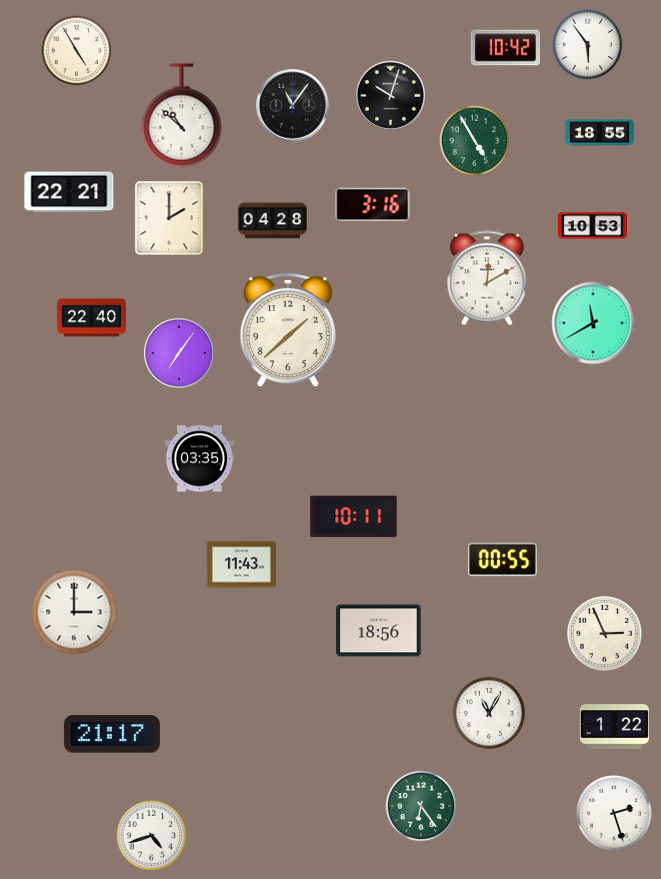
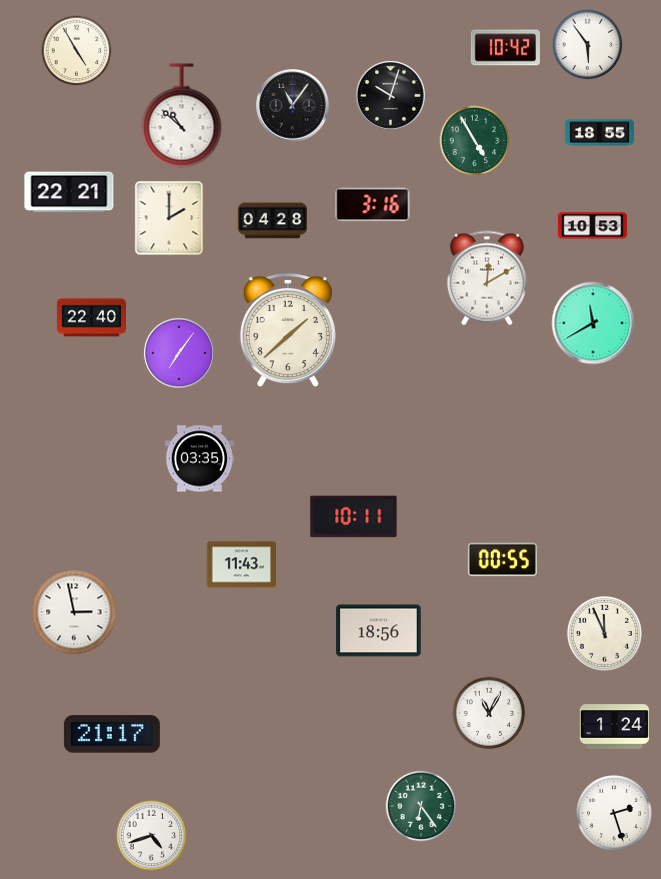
clock at (74, 612): 3:00 -> 2:58
clock at (604, 633): 2:56 -> 11:56
clock at (614, 727): 1:22 -> 1:24
